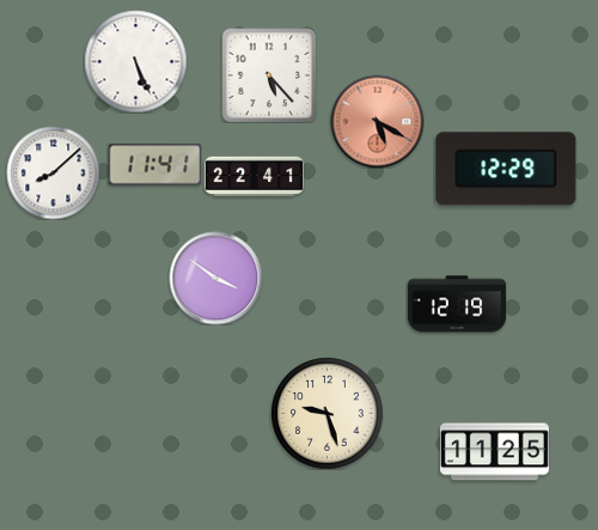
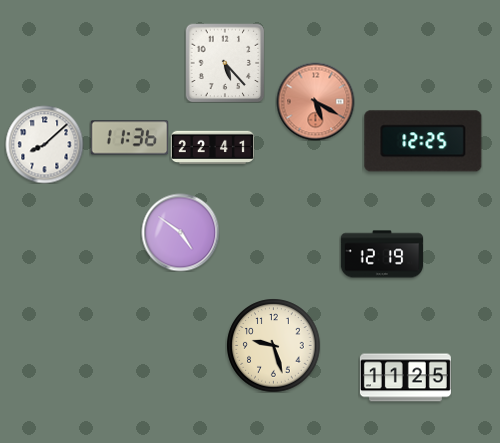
clock at (135, 61): 5:26 -> none
clock at (154, 165): 11:41 -> 11:36
clock at (506, 169): 12:29 -> 12:25
clock at (215, 278): 3:51 -> 4:51
clock at (494, 452) position: (494, 452) -> (405, 378)
